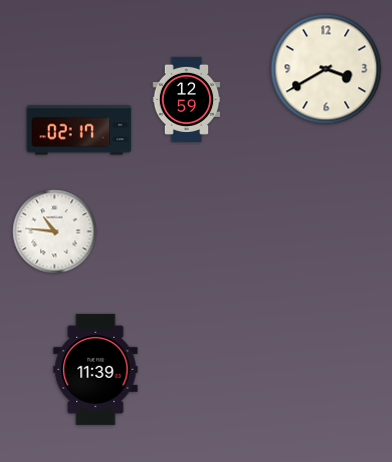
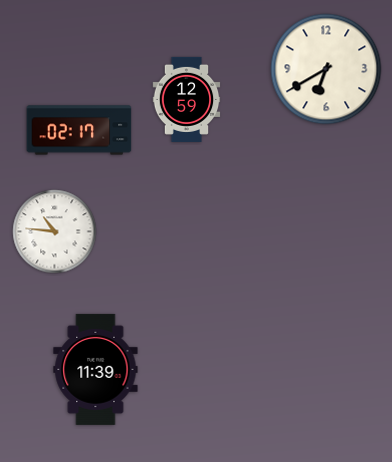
clock at (326, 69): 3:40 -> 6:40
